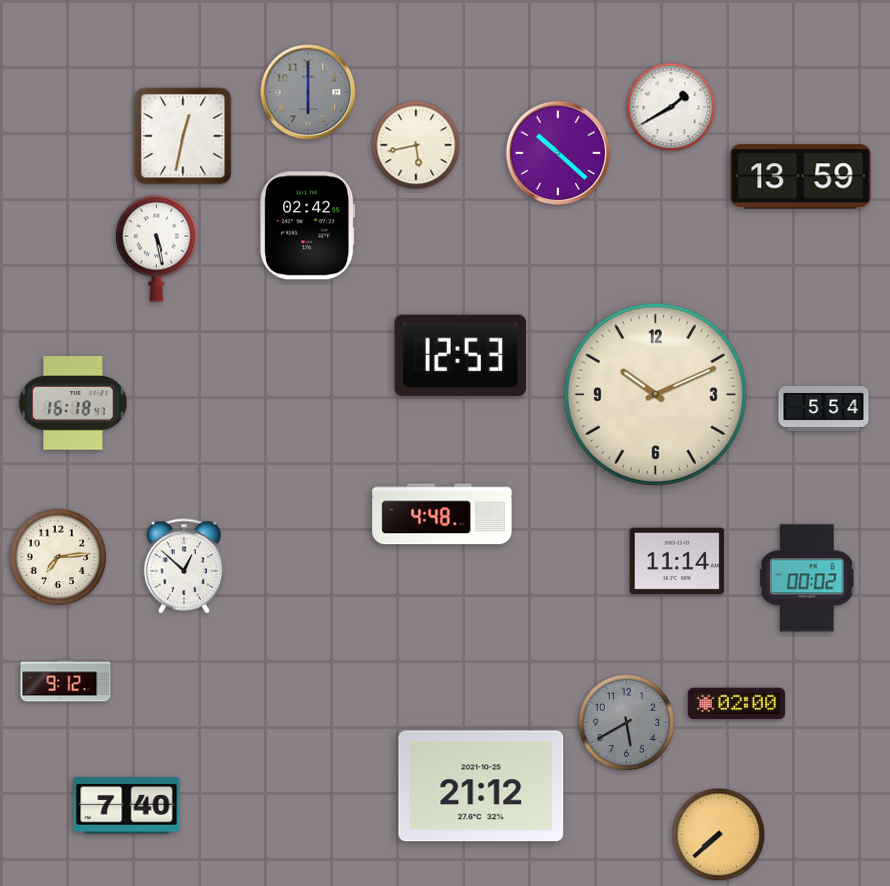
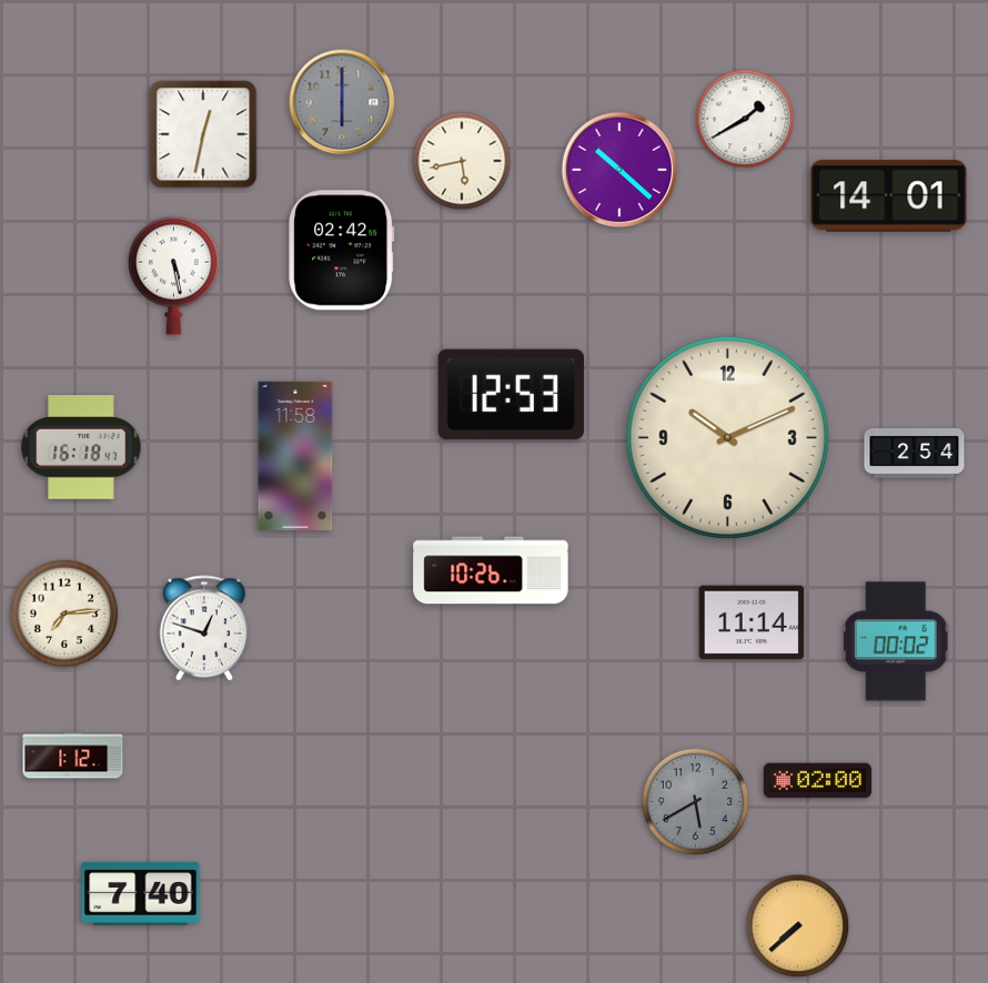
clock at (183, 136) position: (183, 136) -> (203, 134)
clock at (801, 177): 13:59 -> 14:01
clock at (824, 408): 5:54 -> 2:54
clock at (295, 456): none -> 11:58
clock at (442, 514): 4:48 -> 10:26
clock at (58, 557) position: (58, 557) -> (64, 614)
clock at (183, 566): 12:52 -> 12:48
clock at (66, 681): 9:12 -> 1:12
clock at (481, 786): 21:12 -> none
